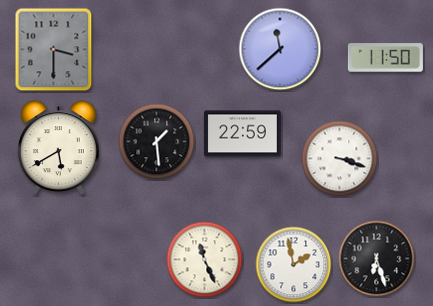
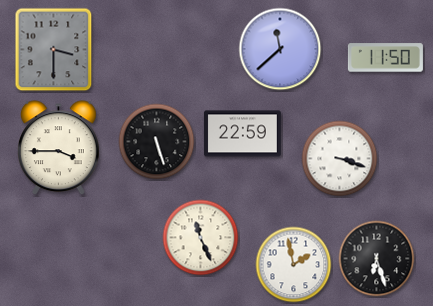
clock at (157, 142): 1:29 -> 5:27
clock at (58, 148): 5:40 -> 3:45
clock at (205, 260) position: (205, 260) -> (201, 238)
